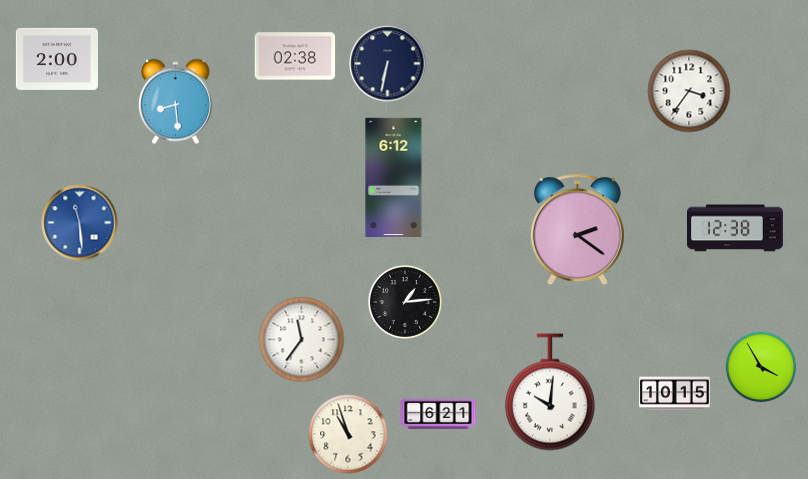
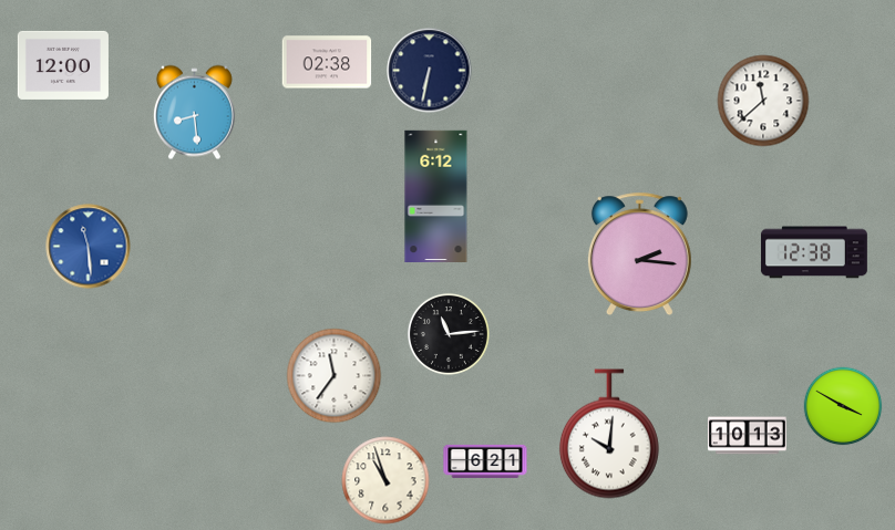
clock at (57, 59): 2:00 -> 12:00
clock at (689, 91): 3:36 -> 11:38
clock at (577, 230): 2:21 -> 2:16
clock at (405, 302): 1:14 -> 11:14
clock at (761, 367): 3:55 -> 3:50
clock at (675, 394): 10:15 -> 10:13
clock at (438, 414) position: (438, 414) -> (485, 461)
